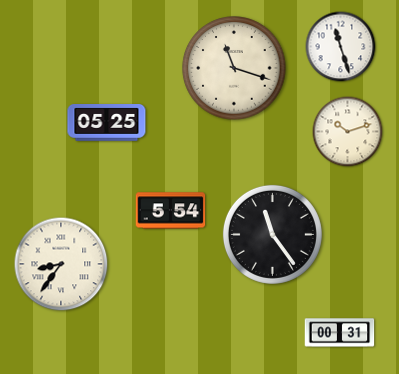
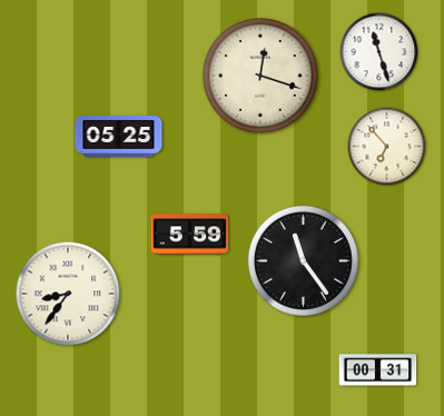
clock at (234, 68): 11:18 -> 12:18
clock at (348, 132): 10:12 -> 6:53
clock at (171, 211): 5:54 -> 5:59
